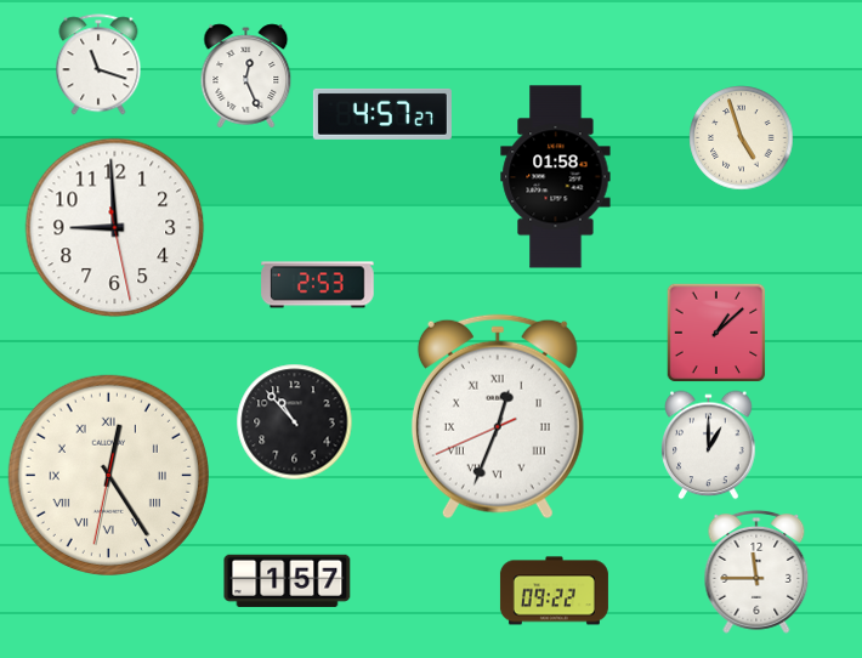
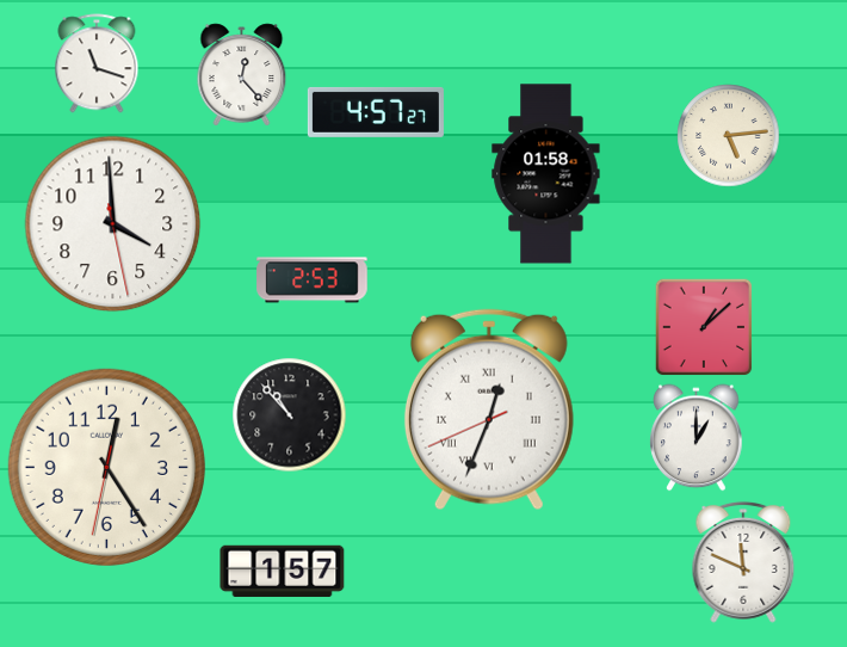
clock at (246, 76): 12:26 -> 12:23
clock at (742, 138): 4:57 -> 5:14
clock at (115, 228): 8:59 -> 3:59
clock at (108, 475) numerals: Roman -> Arabic
clock at (756, 572): 11:45 -> 11:49
clock at (554, 591): 09:22 -> none
